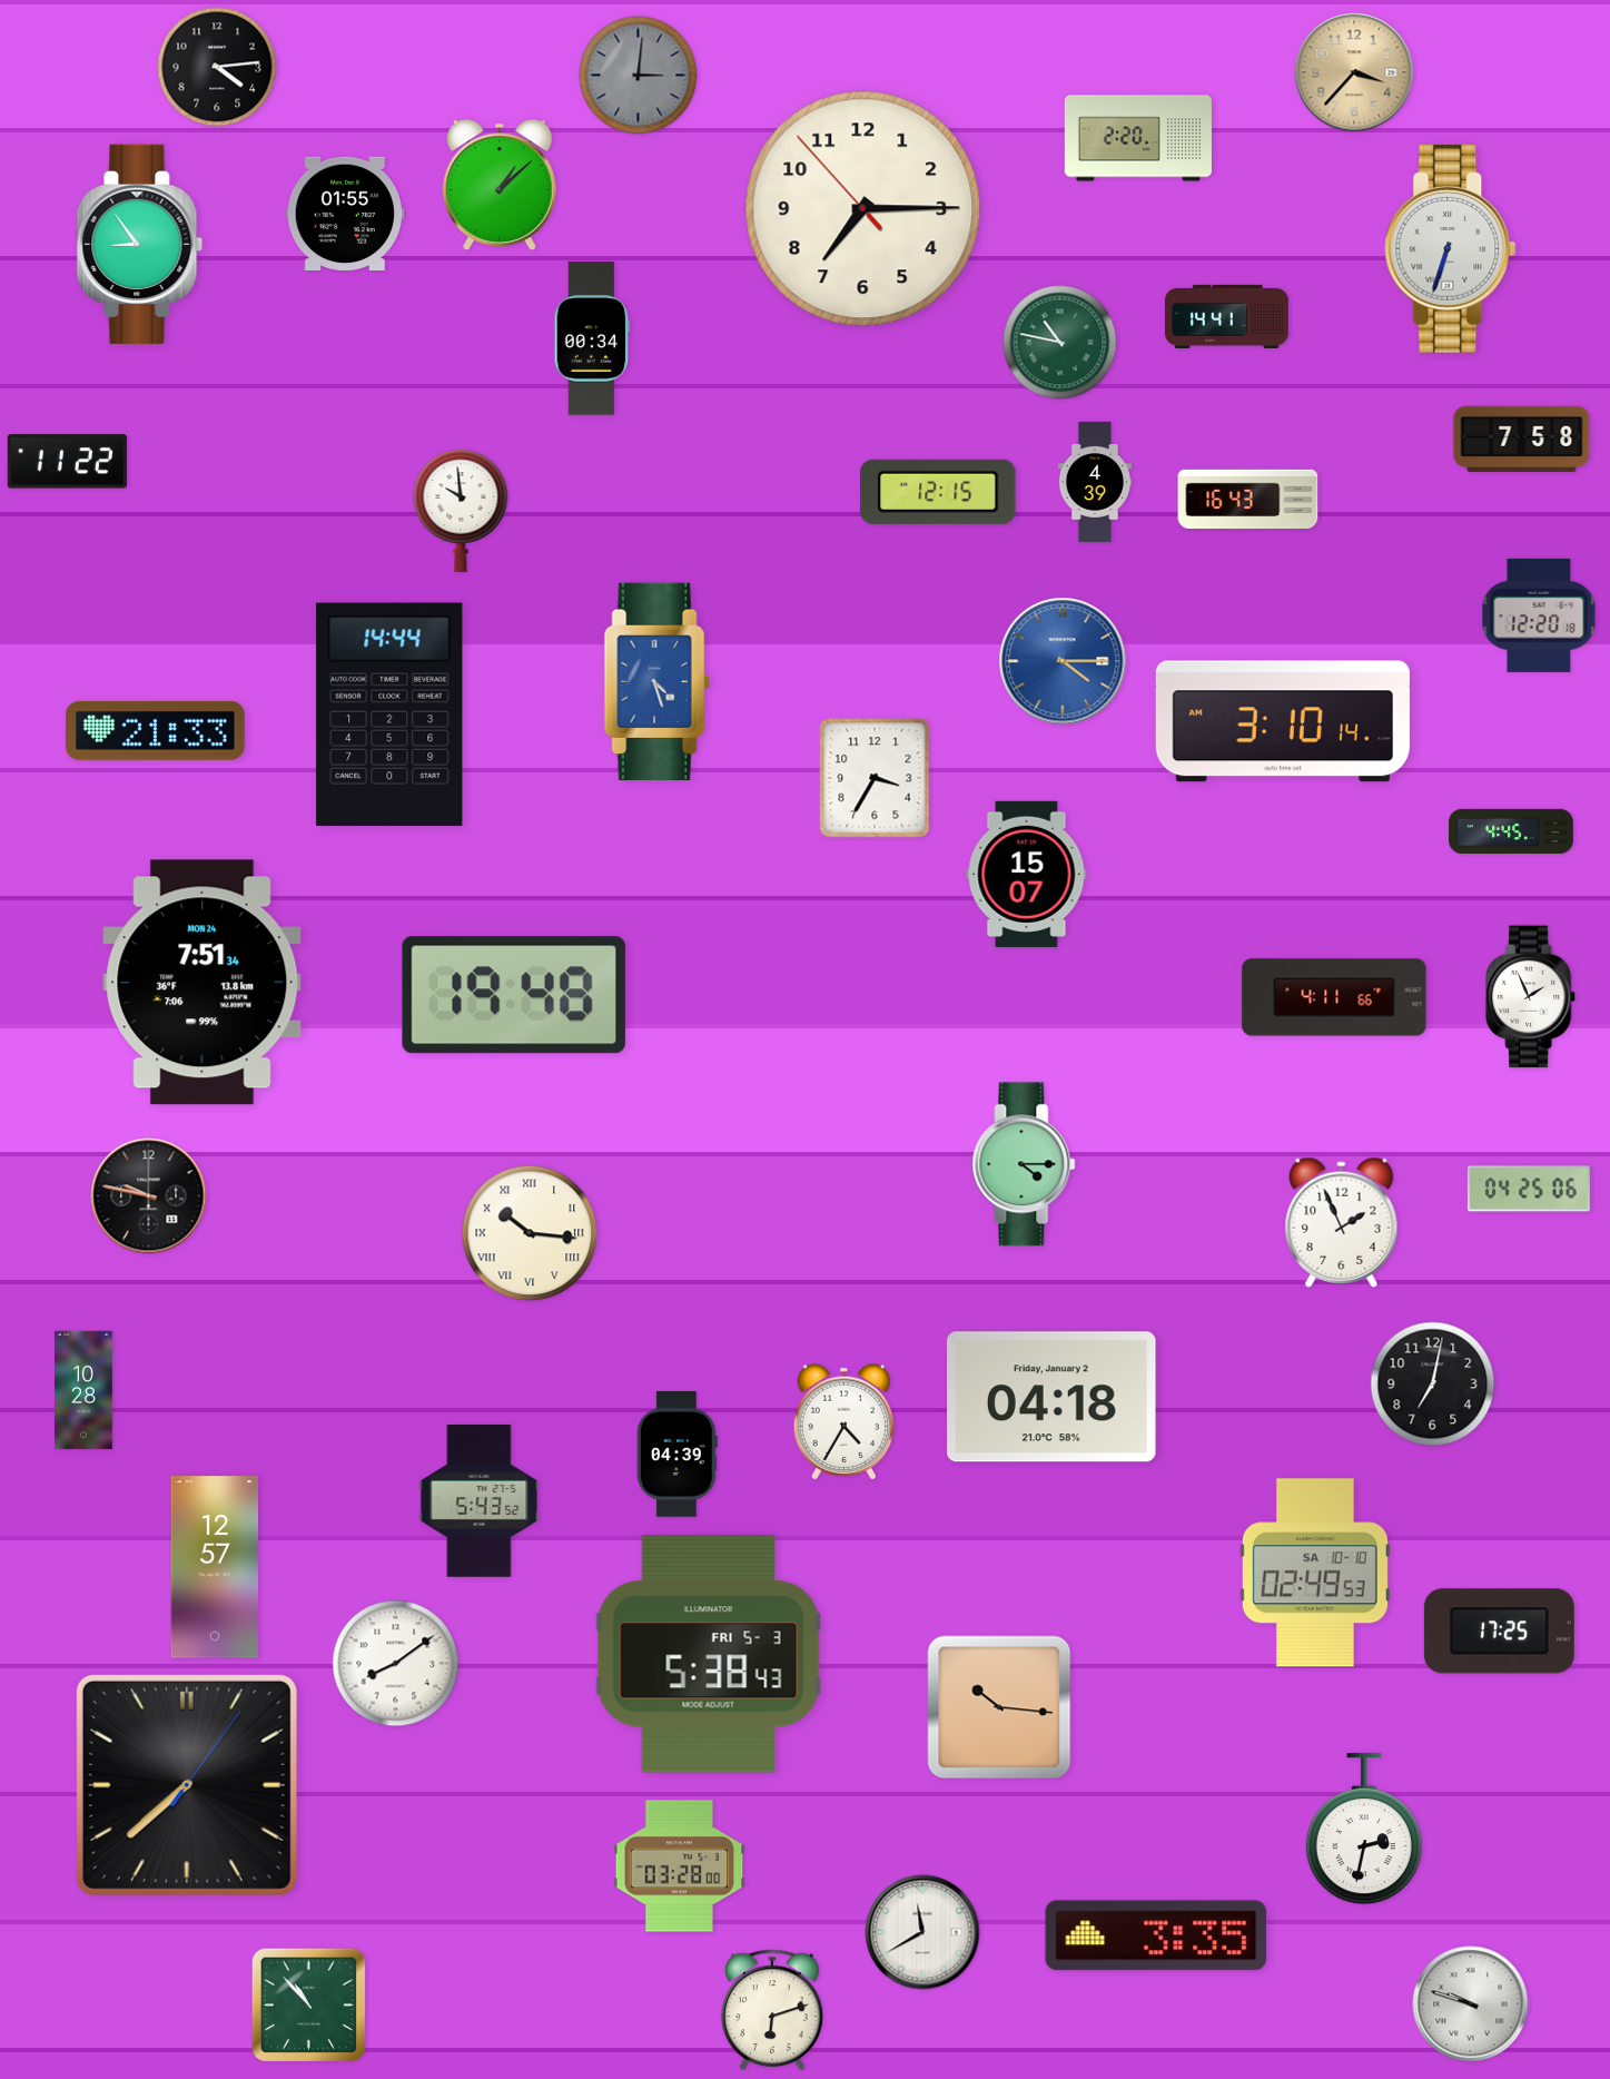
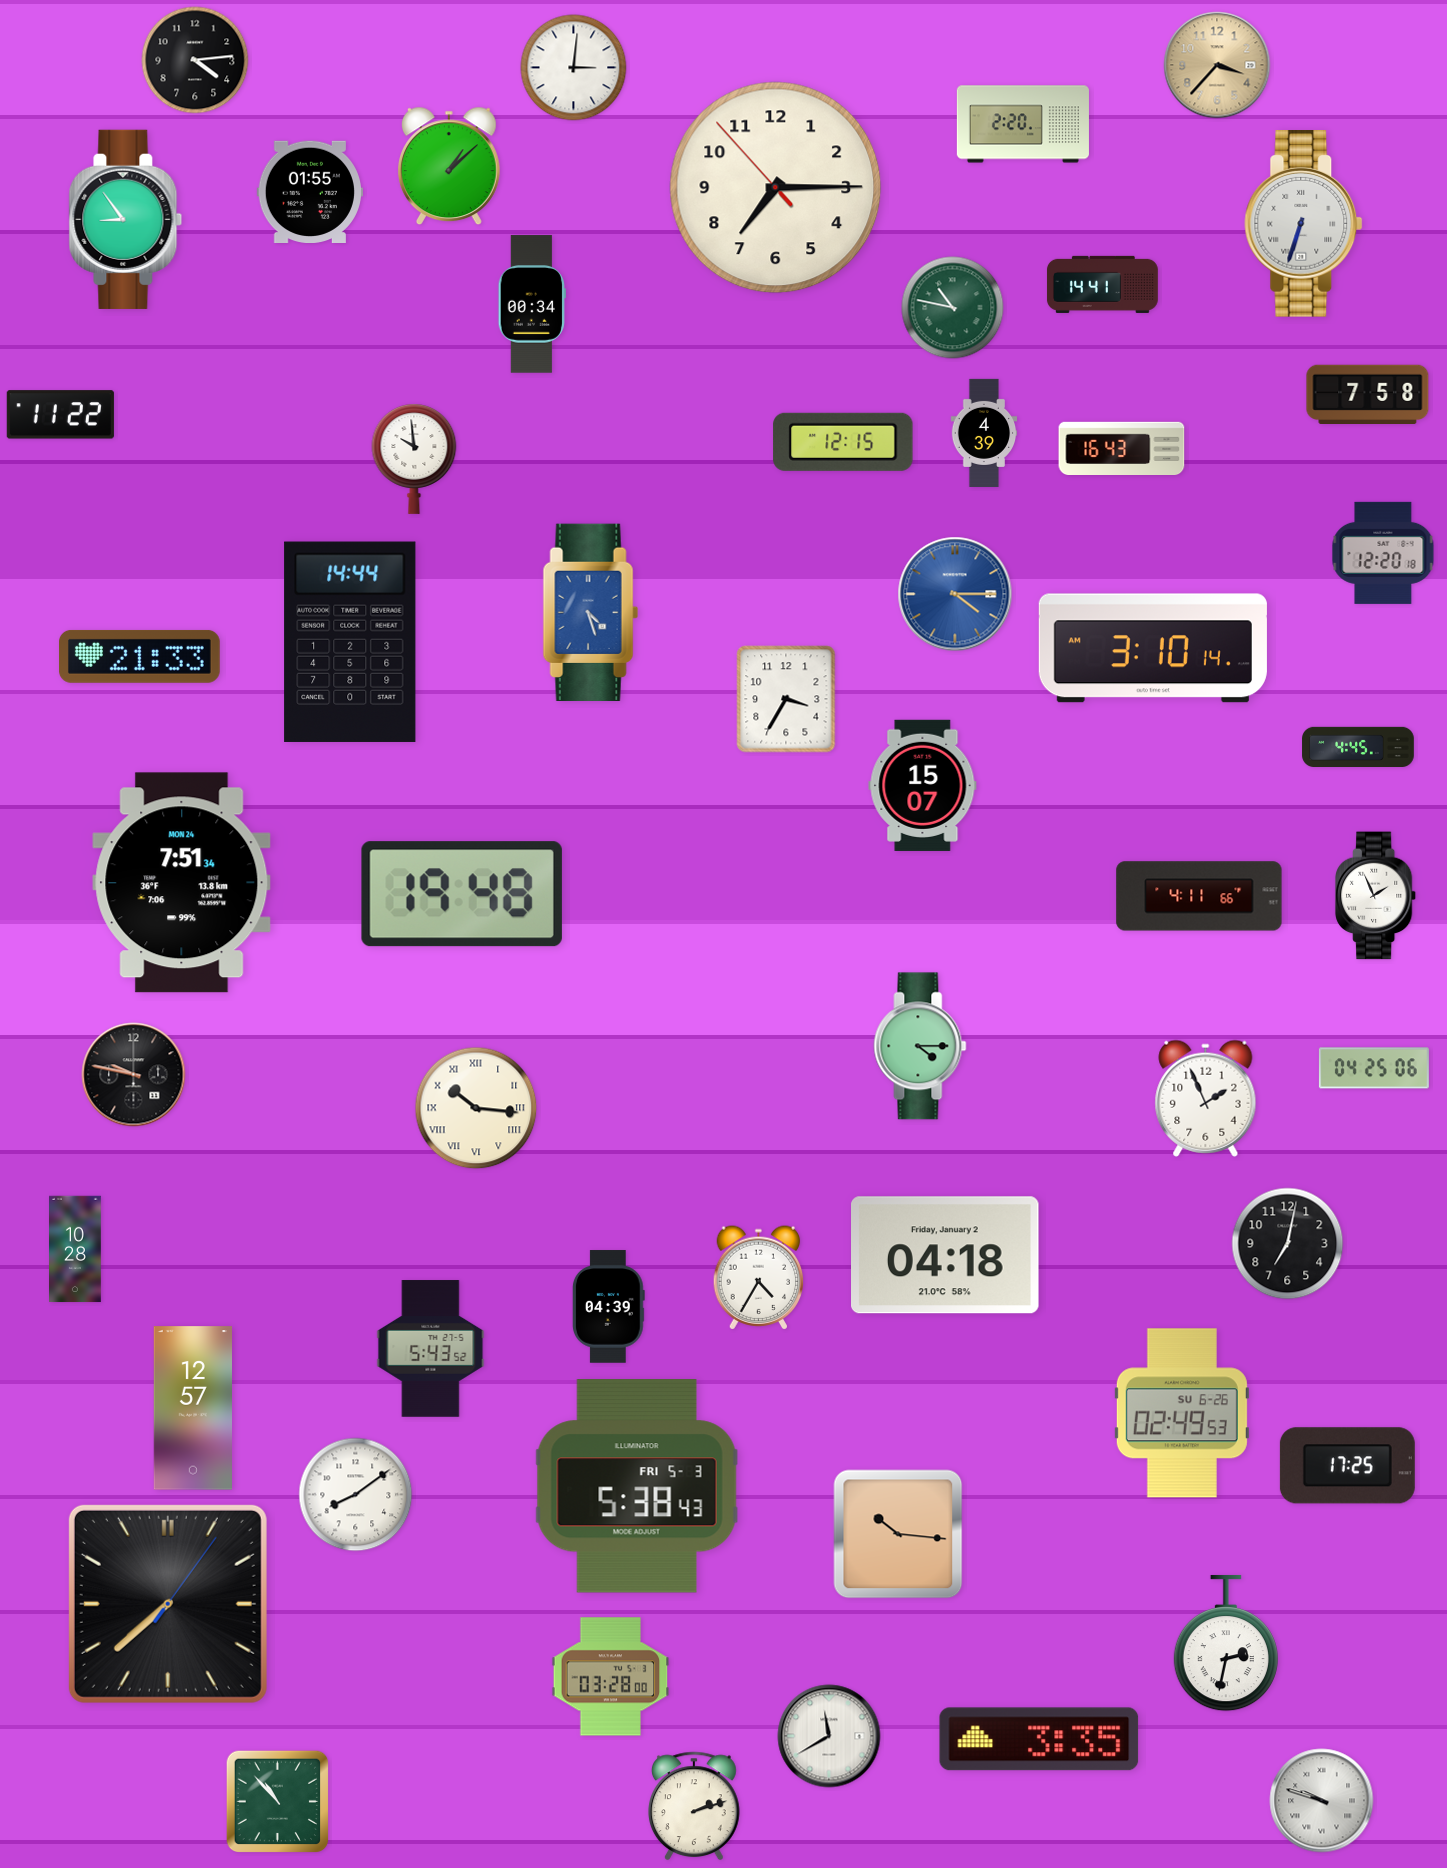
clock at (639, 76) dial: grey -> white
clock at (1315, 1573) date: SA 10-10 -> SU 6-26
clock at (772, 2010): 6:12 -> 2:12
